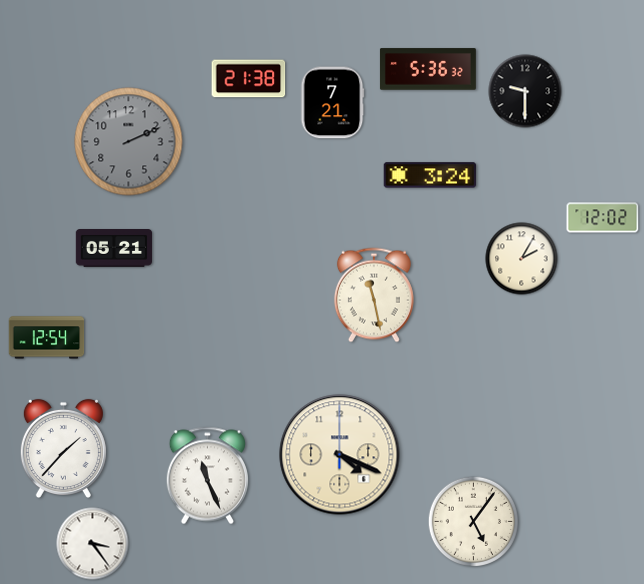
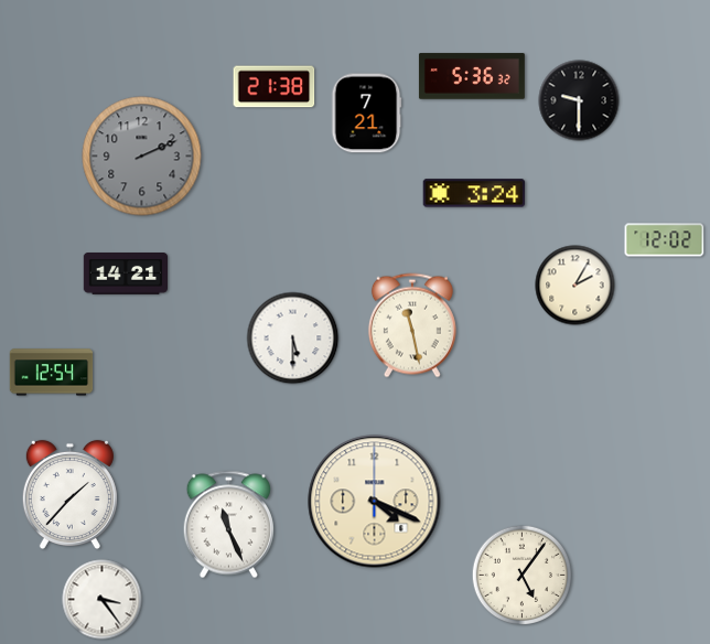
clock at (113, 249): 05:21 -> 14:21
clock at (293, 339): none -> 5:30
